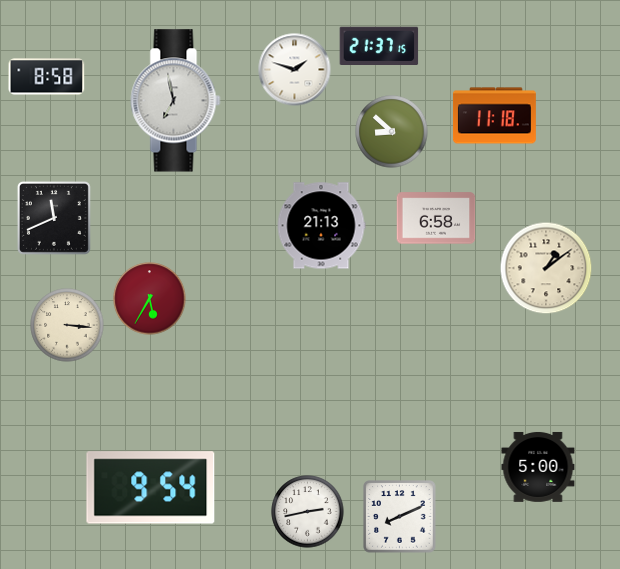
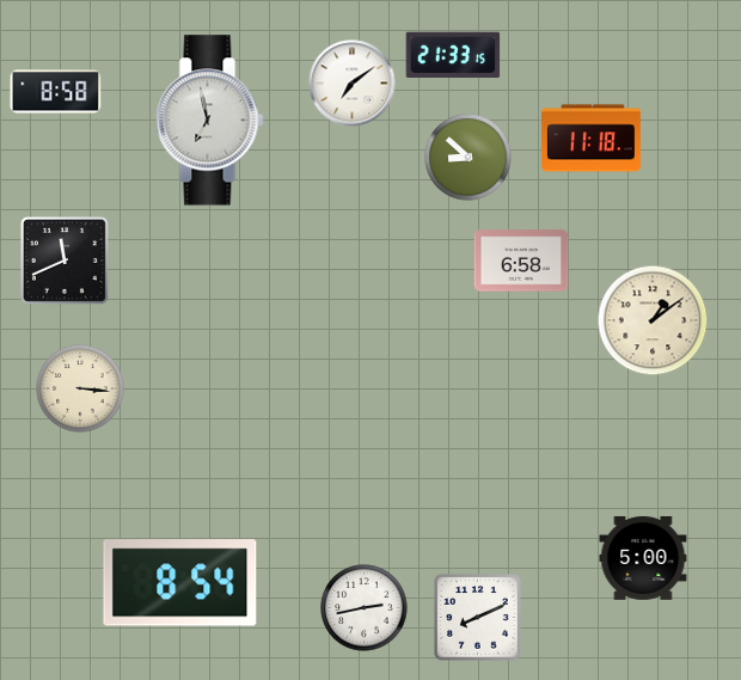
clock at (379, 45): 21:37 -> 21:33
clock at (295, 70): 1:48 -> 7:09
clock at (321, 226): 21:13 -> none
clock at (150, 299): 5:35 -> none
clock at (151, 488): 9:54 -> 8:54
clock at (308, 512) position: (308, 512) -> (365, 608)
